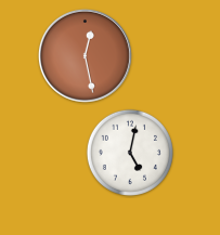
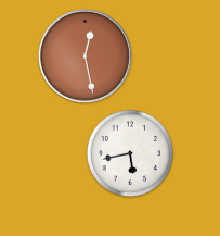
clock at (130, 153): 5:02 -> 5:43
